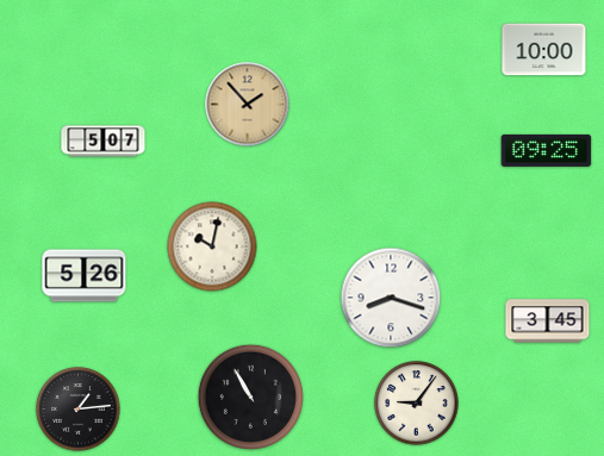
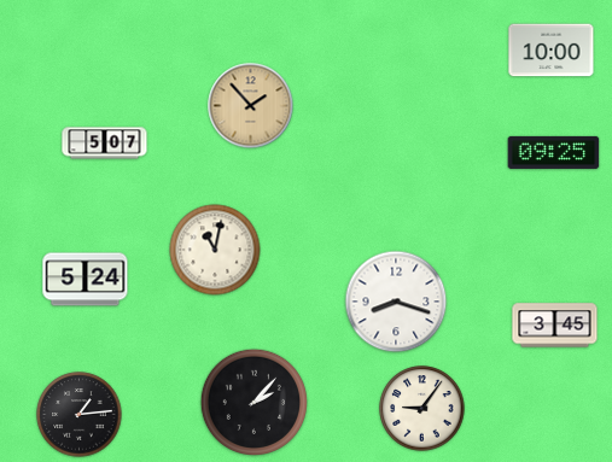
clock at (212, 246): 10:02 -> 11:02
clock at (85, 276): 5:26 -> 5:24
clock at (250, 396): 10:55 -> 2:07
